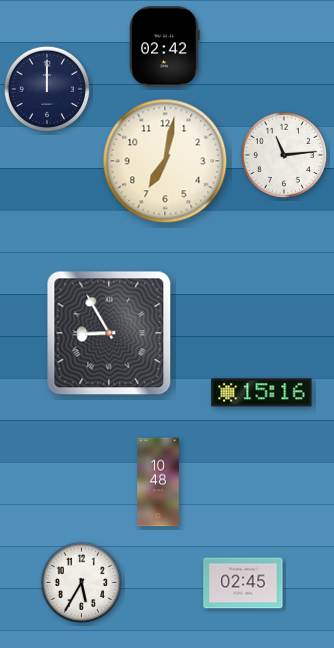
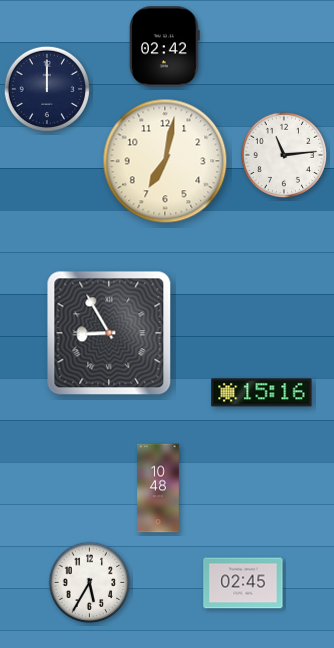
clock at (158, 482) position: (158, 482) -> (158, 488)
clock at (82, 583) position: (82, 583) -> (90, 583)
